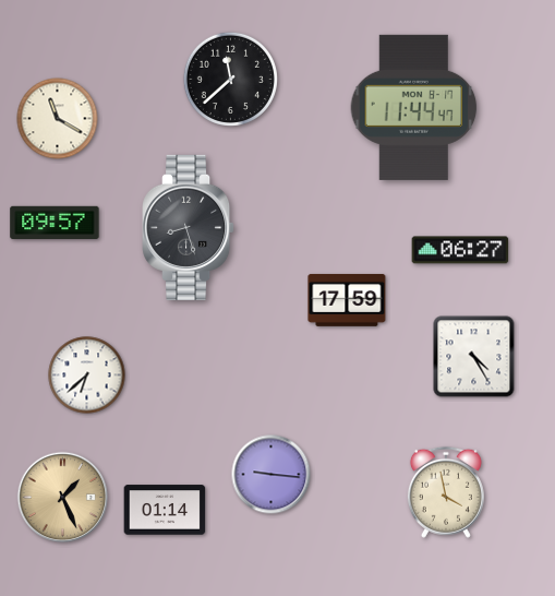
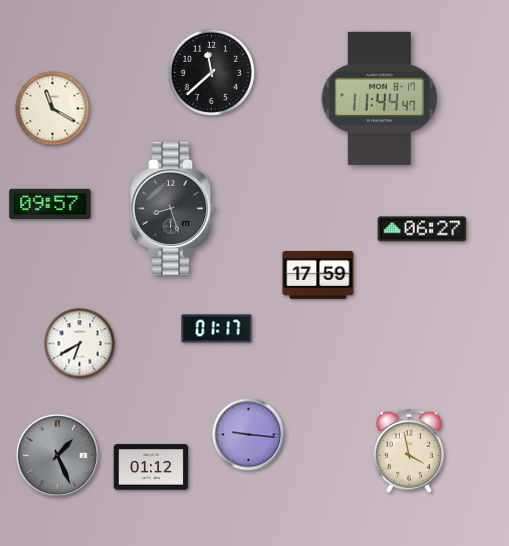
clock at (474, 357): 4:25 -> none
clock at (217, 329): none -> 01:17
clock at (87, 376): 6:38 -> 6:40
clock at (63, 498) dial: champagne -> grey
clock at (165, 510): 01:14 -> 01:12
